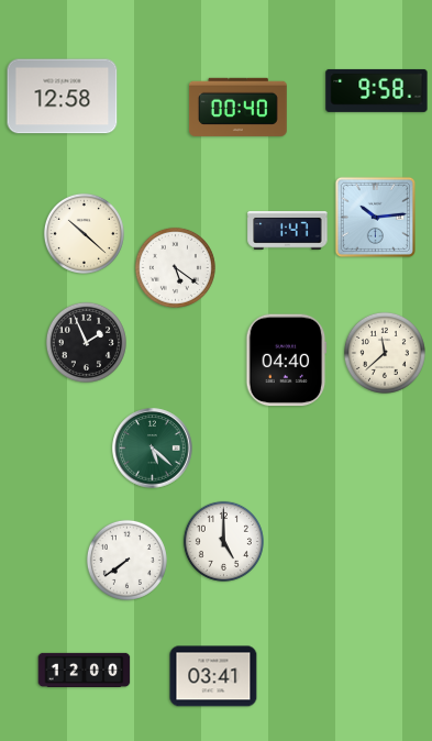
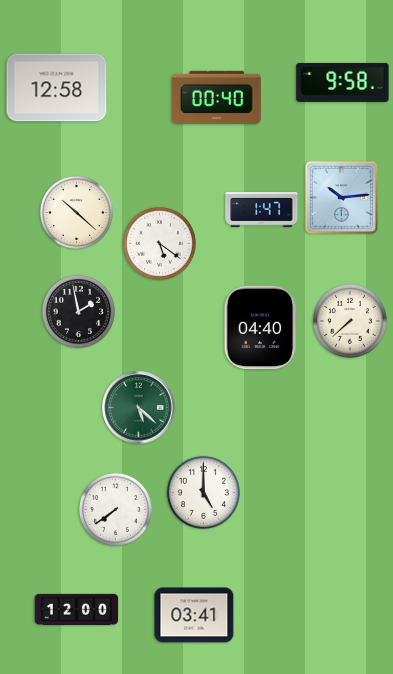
clock at (86, 342): 1:56 -> 1:58
clock at (385, 353): 11:38 -> 7:38
